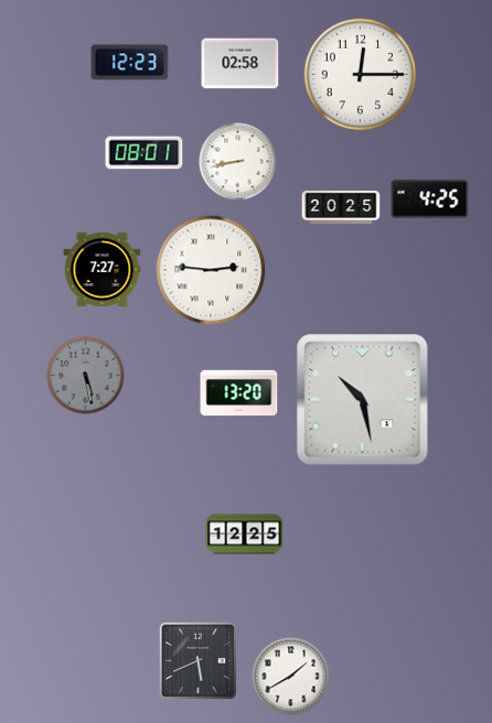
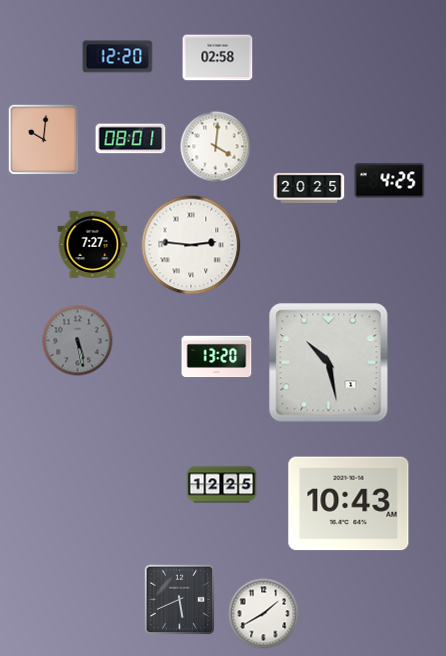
clock at (130, 63): 12:23 -> 12:20
clock at (361, 75): 12:15 -> none
clock at (44, 140): none -> 10:01
clock at (238, 162): 8:43 -> 4:01
clock at (349, 504): none -> 10:43
